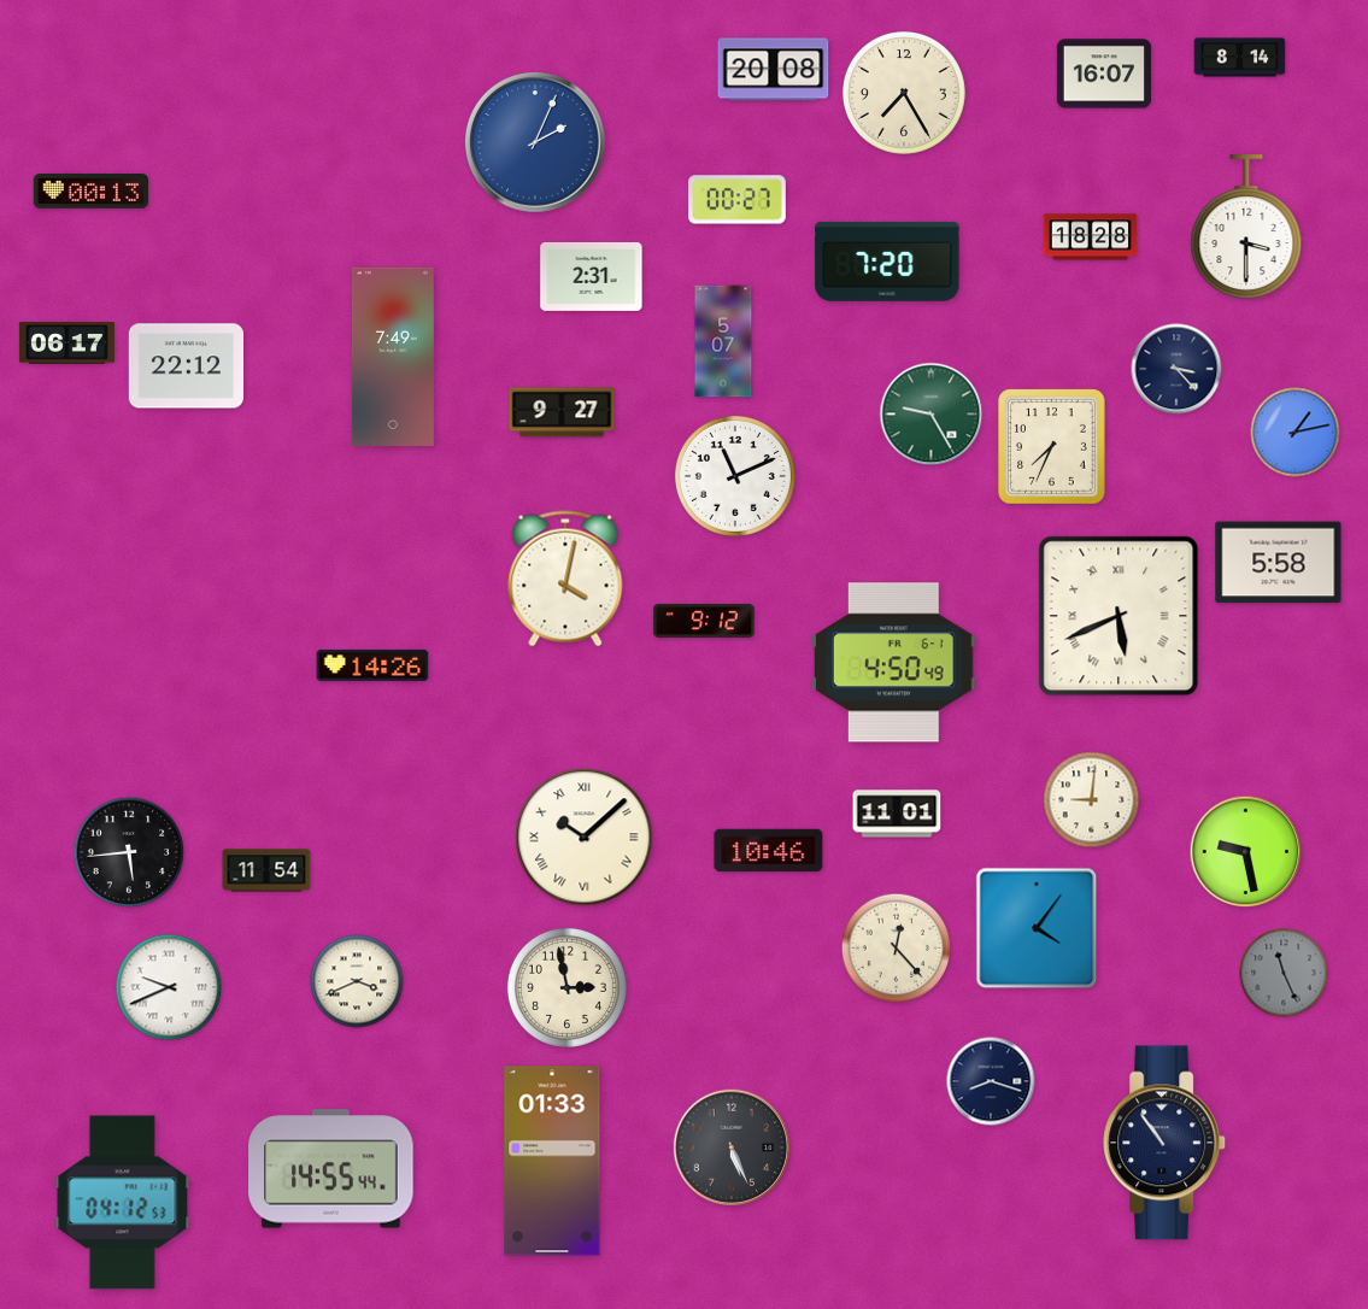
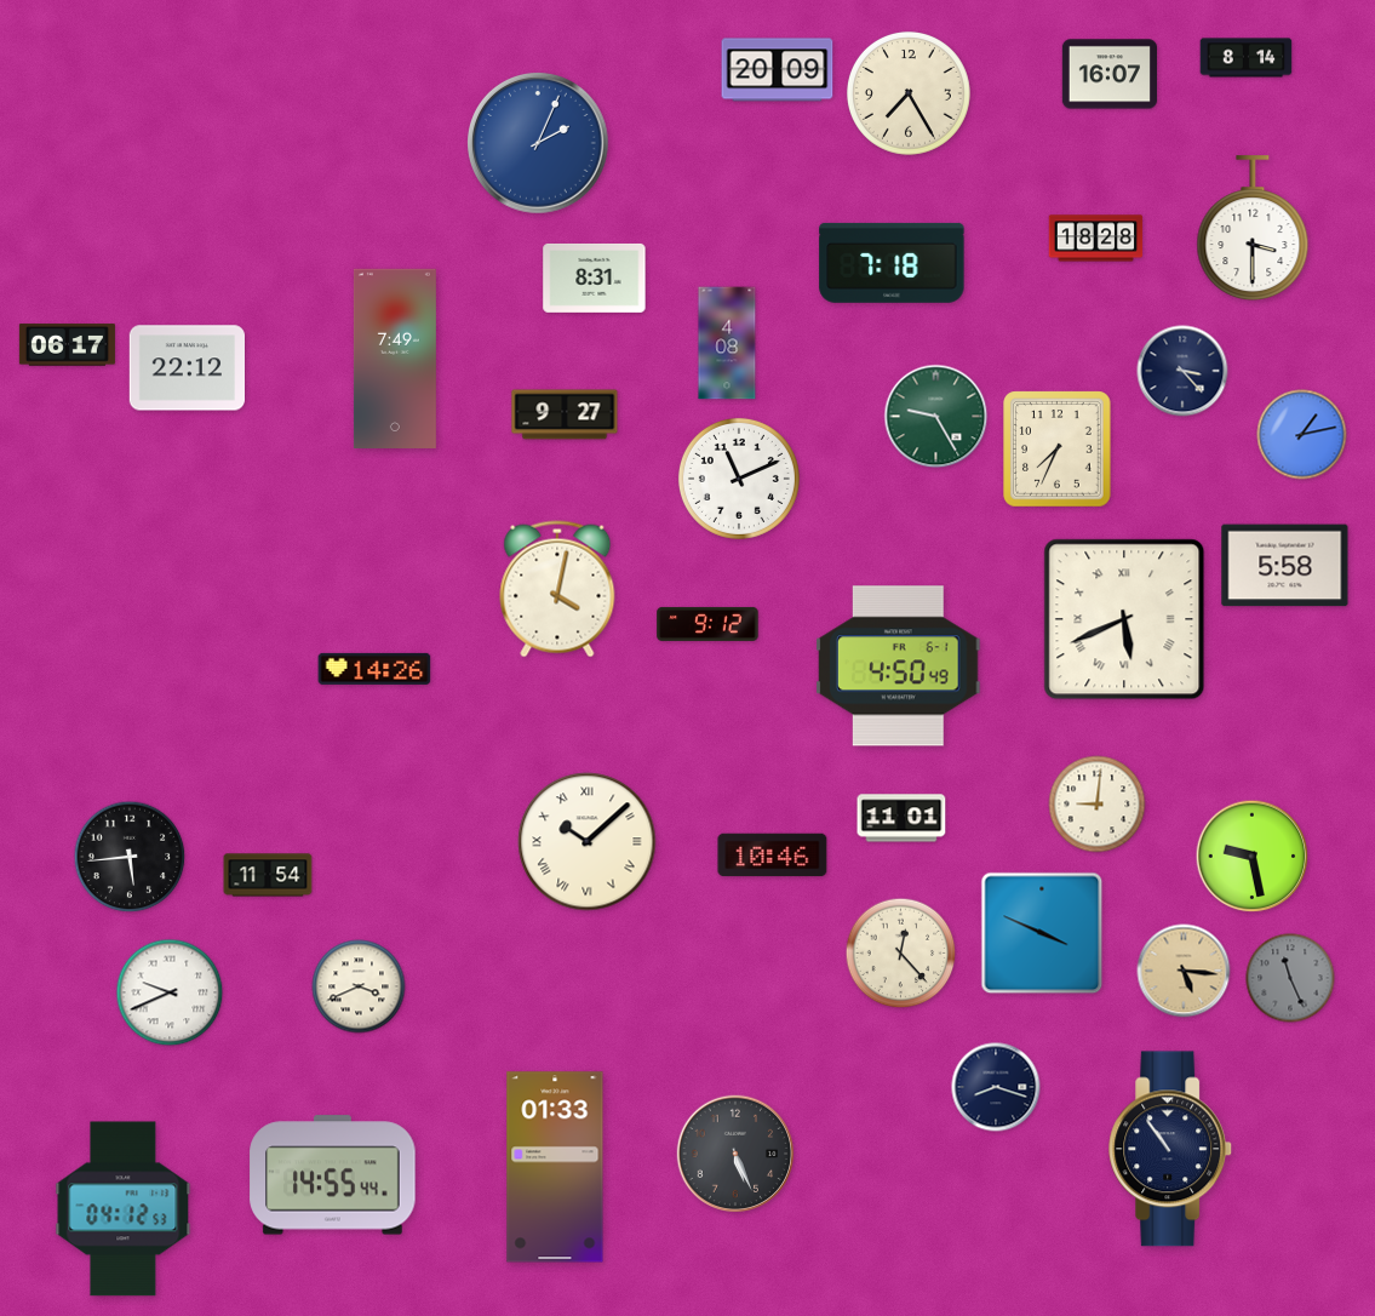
clock at (774, 70): 20:08 -> 20:09
clock at (90, 192): 00:13 -> none
clock at (736, 200): 00:27 -> none
clock at (887, 262): 7:20 -> 7:18
clock at (592, 276): 2:31 -> 8:31
clock at (723, 341): 5:07 -> 4:08
clock at (565, 579) position: (565, 579) -> (557, 589)
clock at (1037, 928): 4:06 -> 3:49
clock at (1184, 971): none -> 5:16
clock at (566, 987): 2:58 -> none
